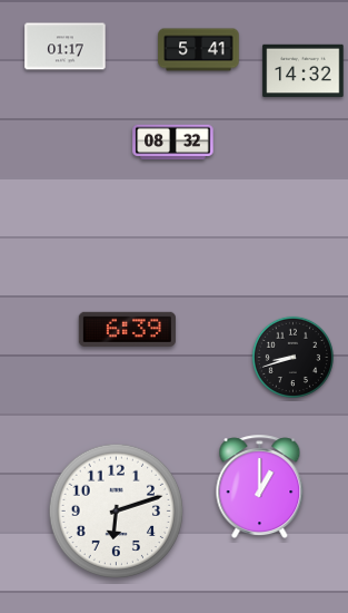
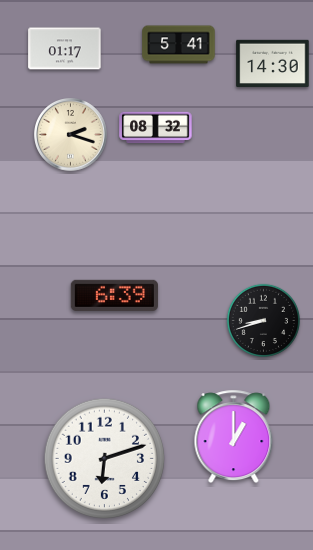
clock at (66, 47) position: (66, 47) -> (65, 49)
clock at (304, 71): 14:32 -> 14:30
clock at (71, 135): none -> 2:18
